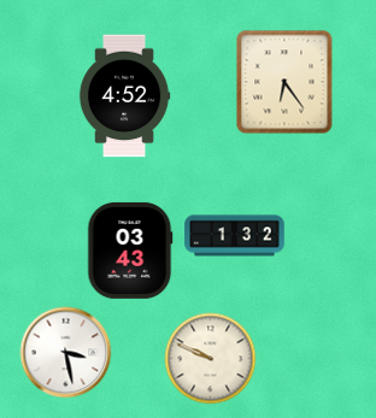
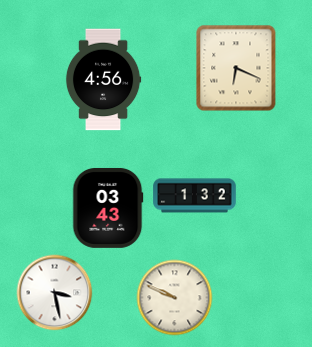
clock at (284, 82): 6:24 -> 6:19
clock at (124, 96): 4:52 -> 4:56
